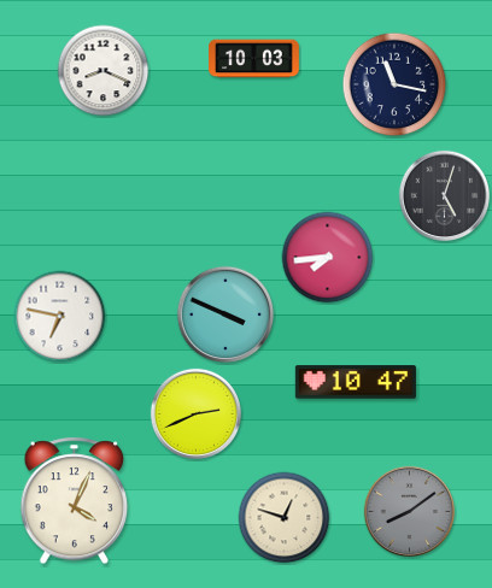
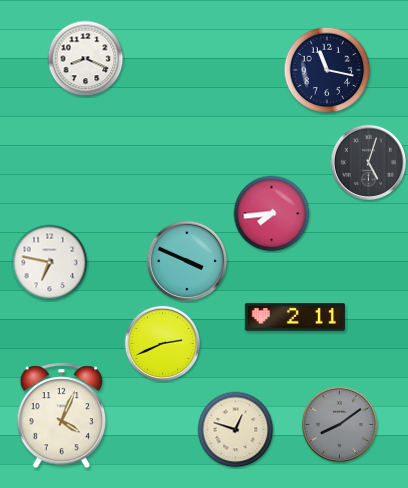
clock at (254, 59): 10:03 -> none
clock at (356, 382): 10:47 -> 2:11
